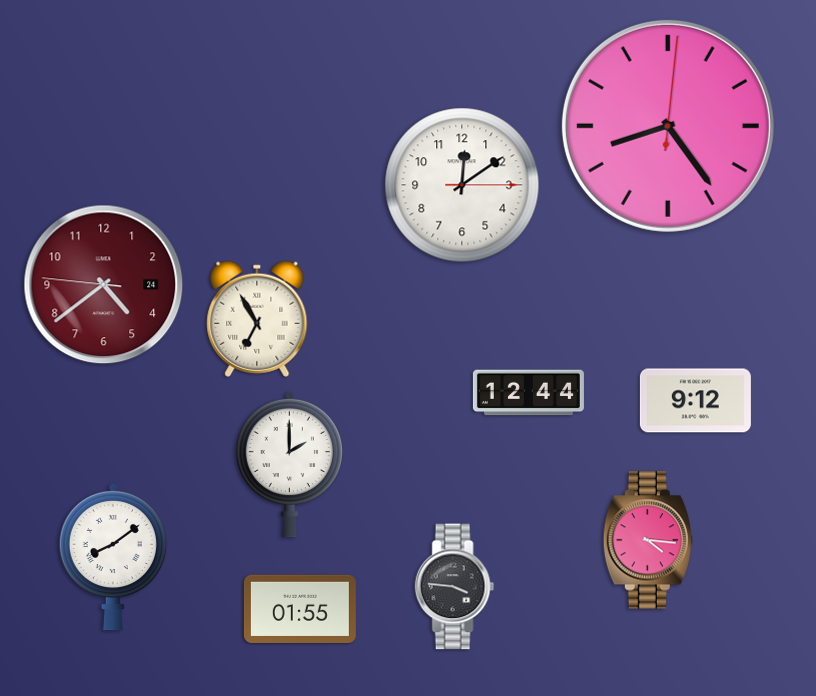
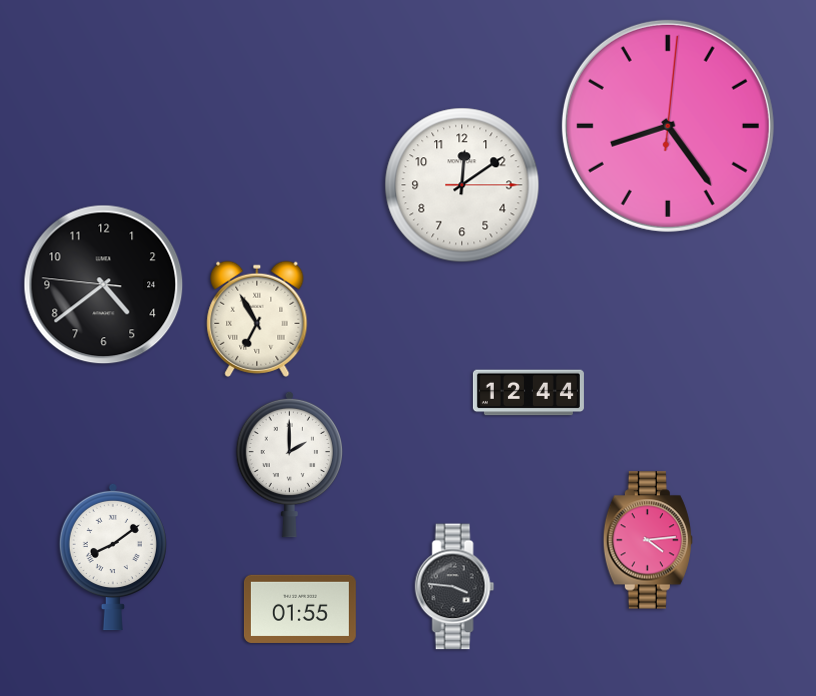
clock at (104, 285) dial: burgundy -> black
clock at (695, 401): 9:12 -> none
clock at (648, 540): 4:16 -> 4:14
